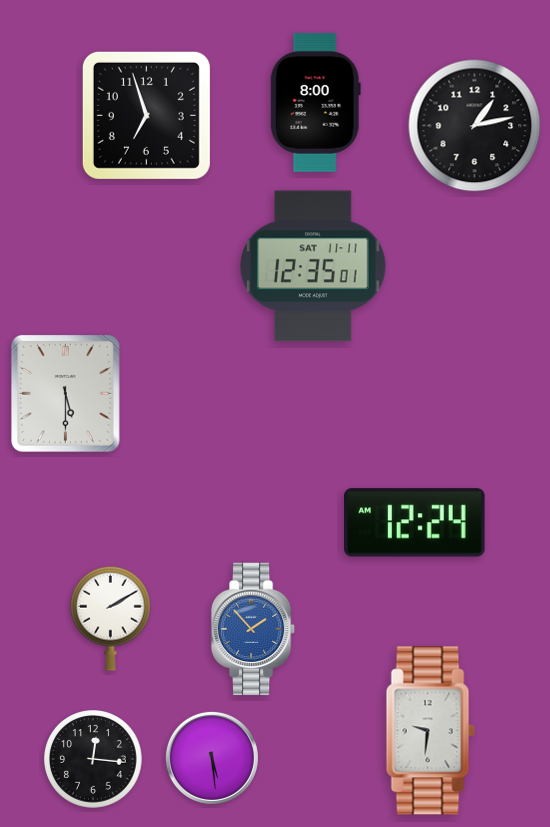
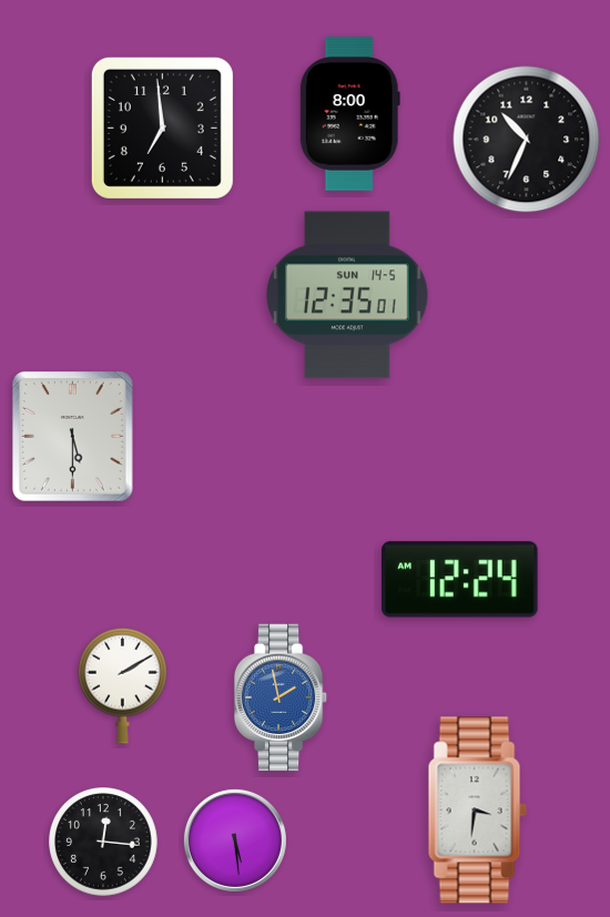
clock at (146, 115): 6:57 -> 6:59
clock at (475, 126): 1:13 -> 10:34
clock at (314, 266) date: SAT 11-11 -> SUN 14-5
clock at (253, 629): 1:53 -> 1:58
clock at (430, 731): 9:31 -> 3:31
